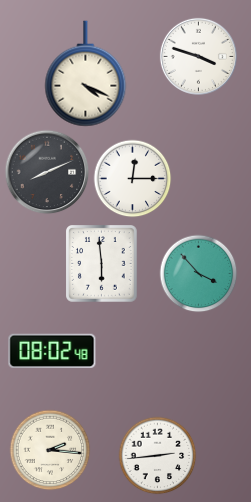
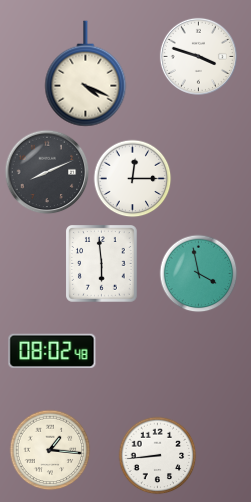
clock at (198, 273): 3:53 -> 3:58
clock at (50, 450): 2:16 -> 1:16
clock at (157, 455): 2:44 -> 8:44
